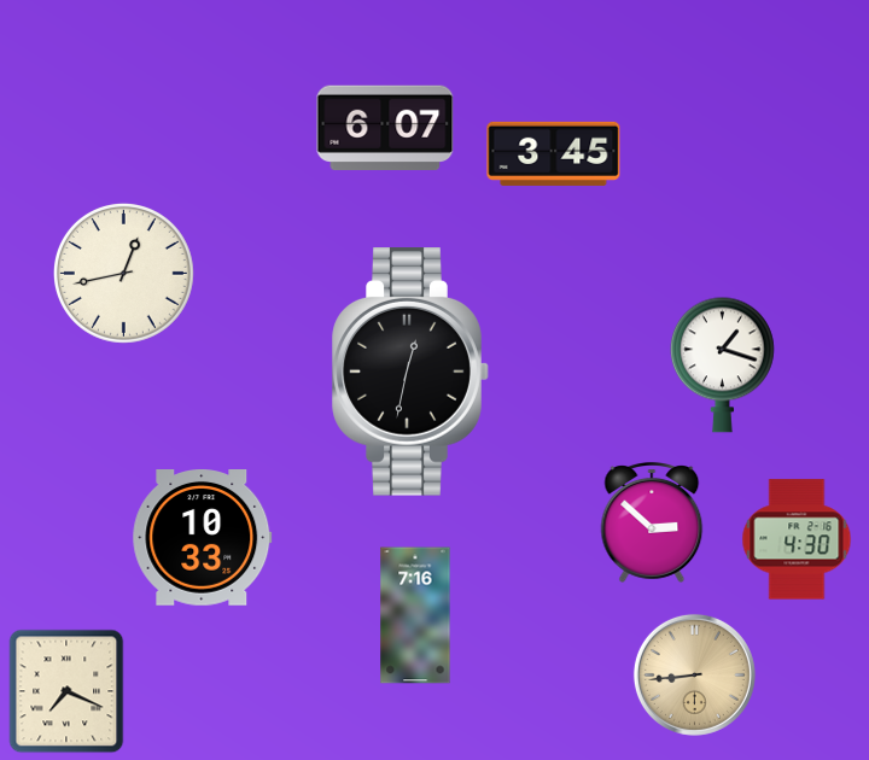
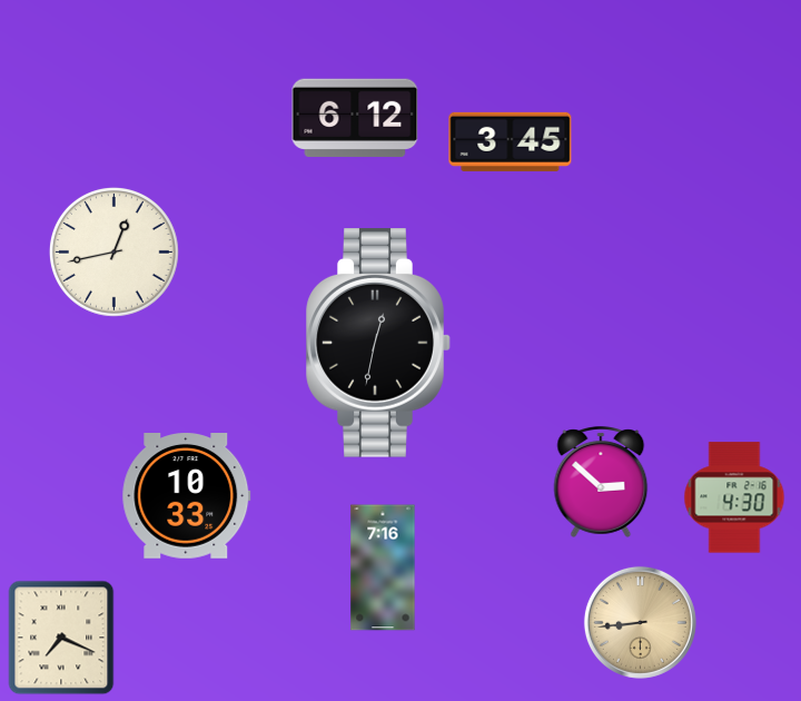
clock at (385, 127): 6:07 -> 6:12
clock at (722, 364): 1:18 -> none
